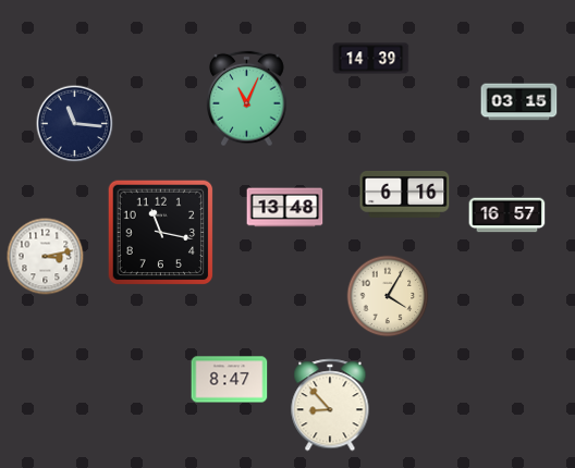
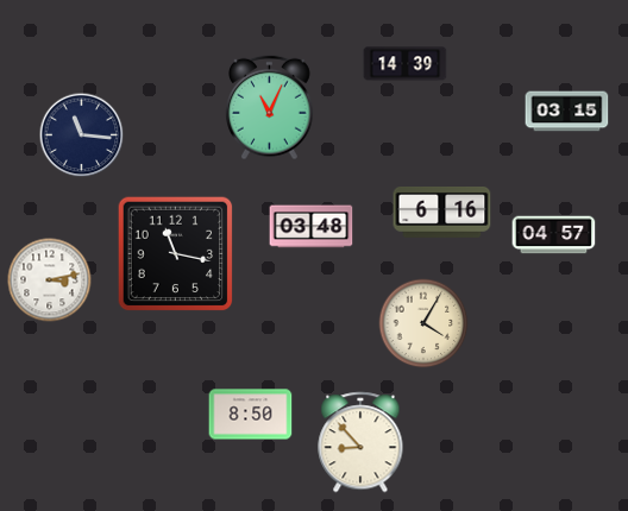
clock at (285, 208): 13:48 -> 03:48
clock at (507, 215): 16:57 -> 04:57
clock at (230, 380): 8:47 -> 8:50
